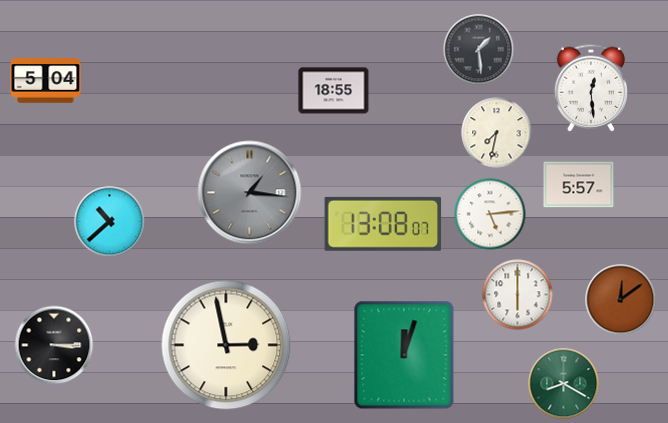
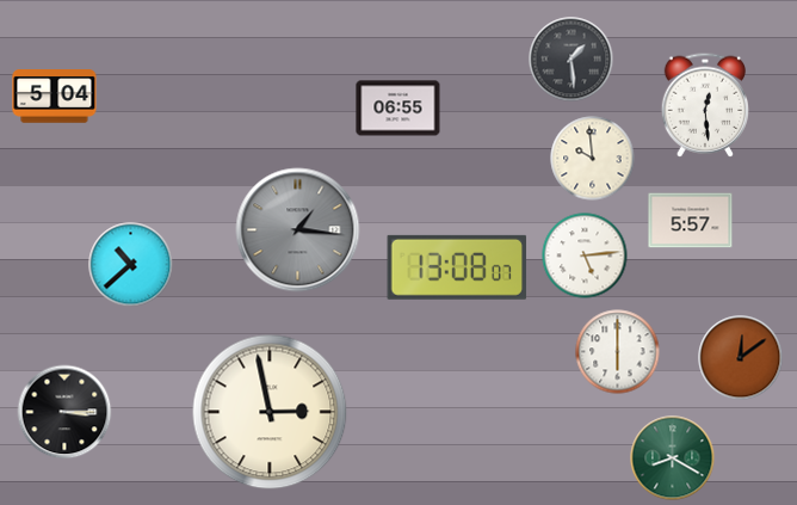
clock at (334, 91): 18:55 -> 06:55
clock at (497, 133): 7:32 -> 9:59
clock at (404, 355): 12:03 -> none
